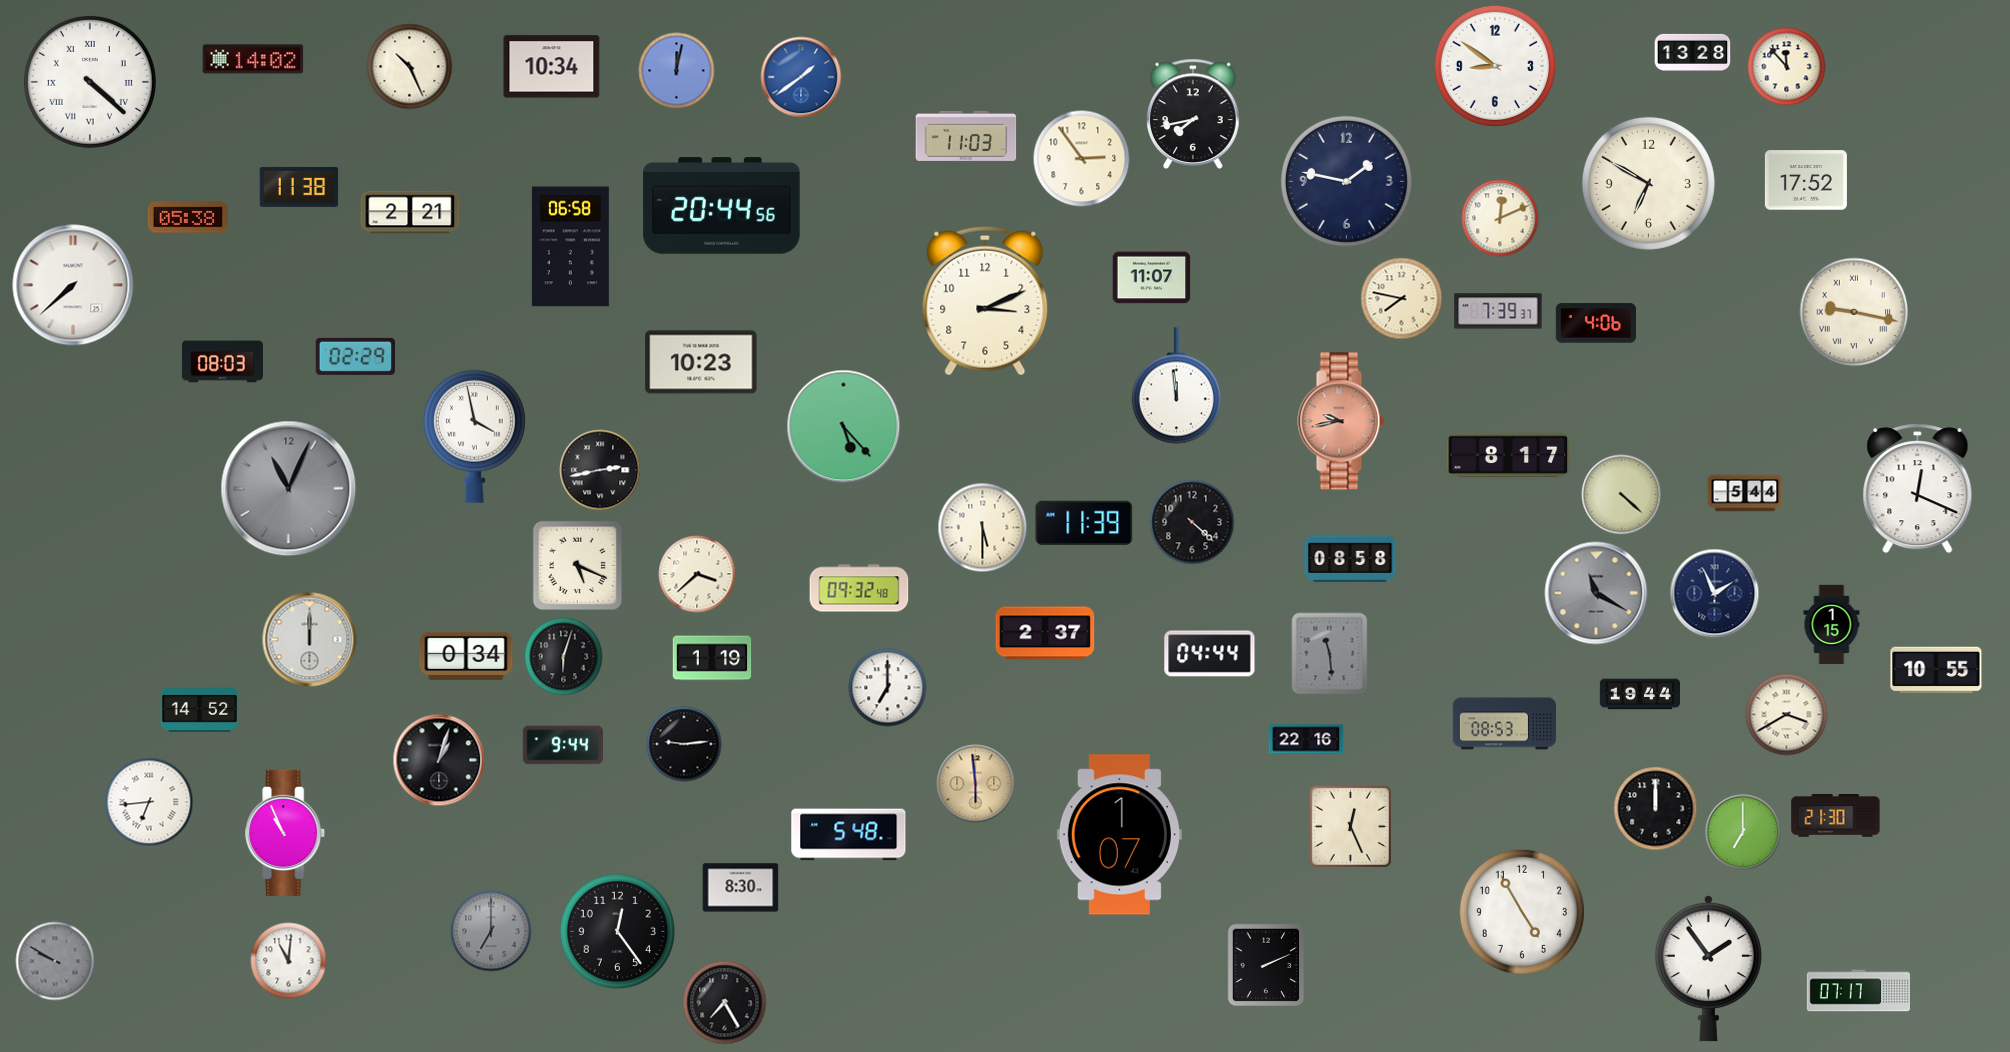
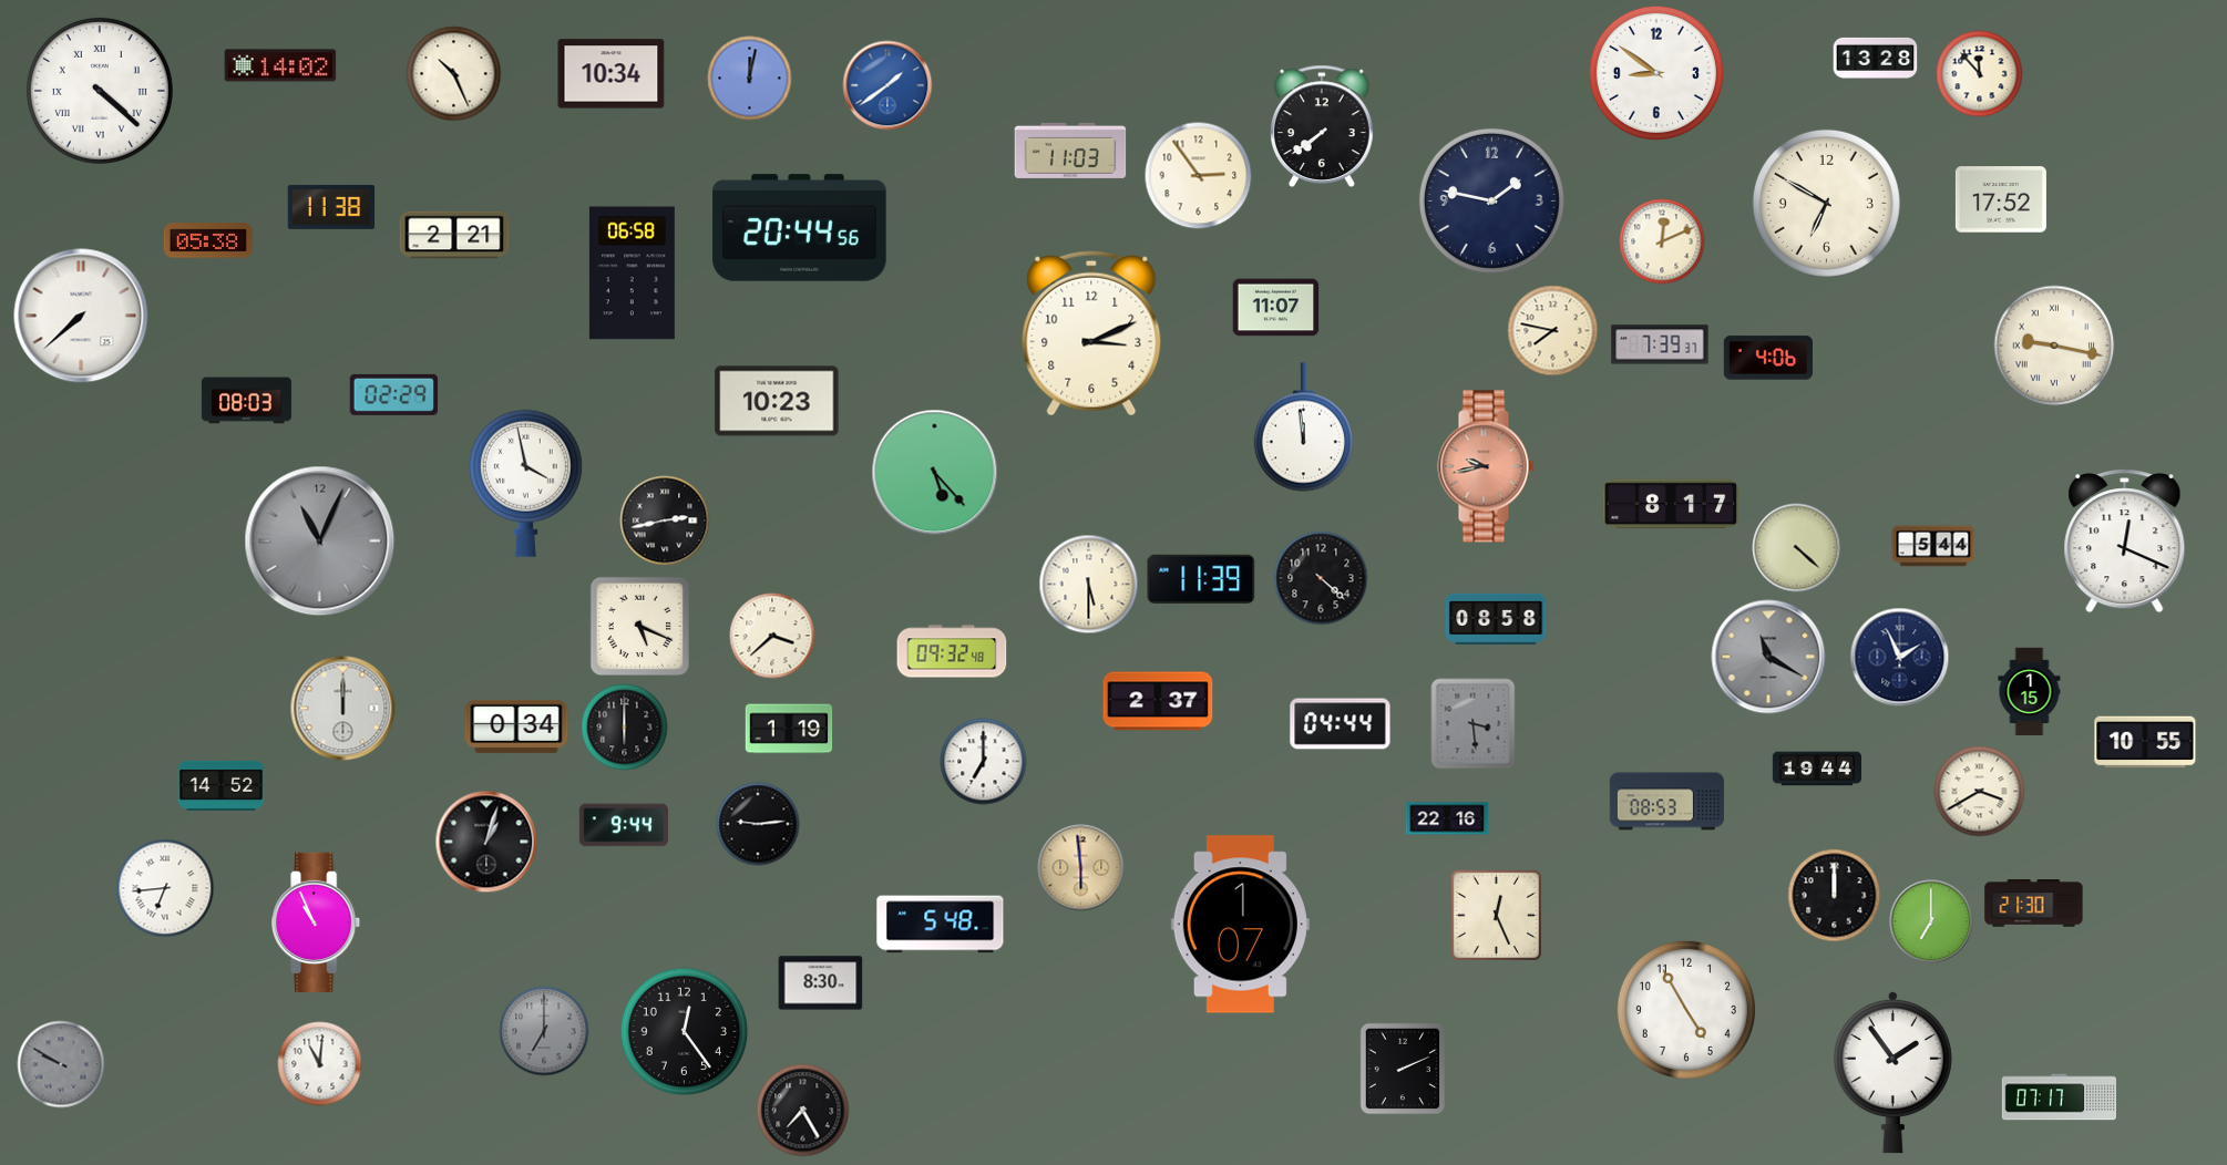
clock at (1194, 114): 7:43 -> 7:39
clock at (1330, 654): 11:29 -> 3:29
clock at (564, 657): 6:03 -> 6:00
